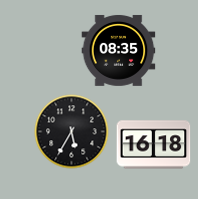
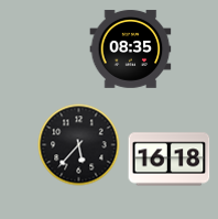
clock at (119, 50) position: (119, 50) -> (131, 48)
clock at (72, 132): 5:35 -> 5:37
